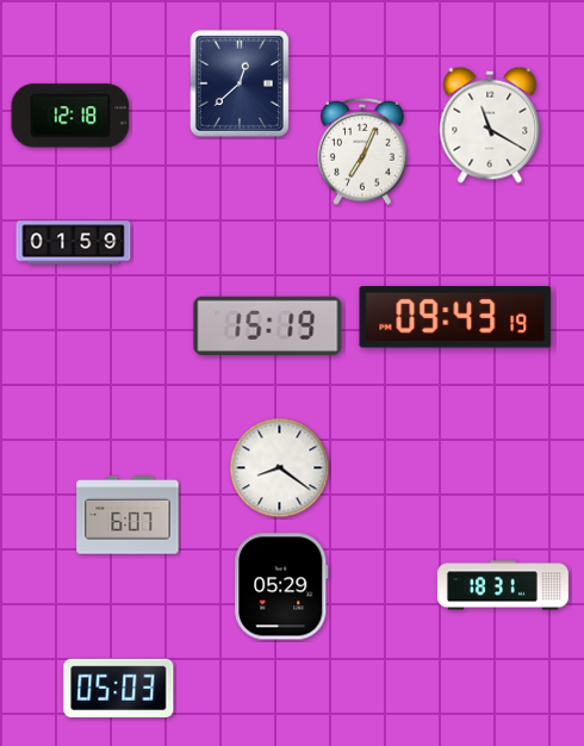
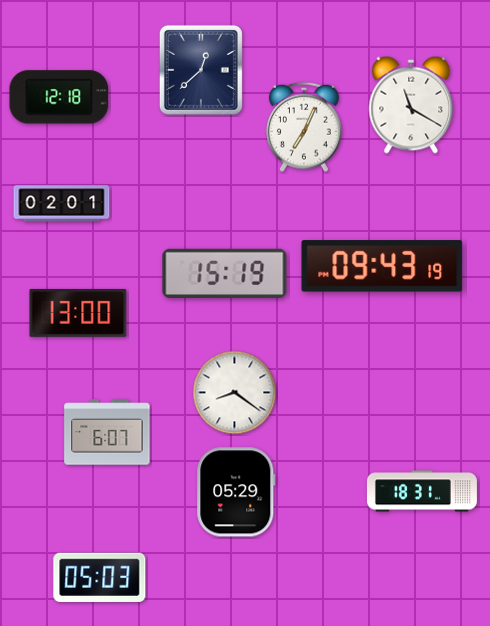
clock at (74, 243): 01:59 -> 02:01
clock at (78, 313): none -> 13:00
